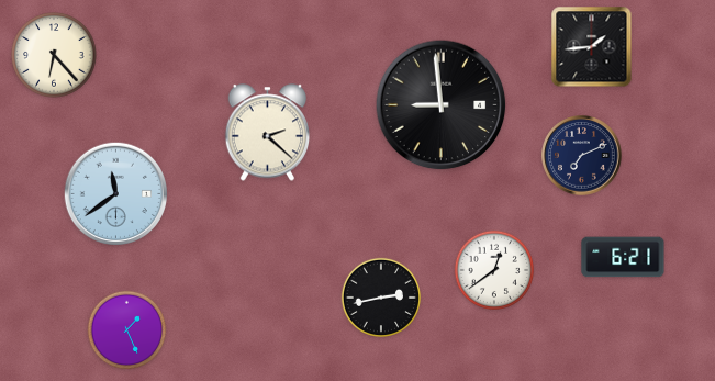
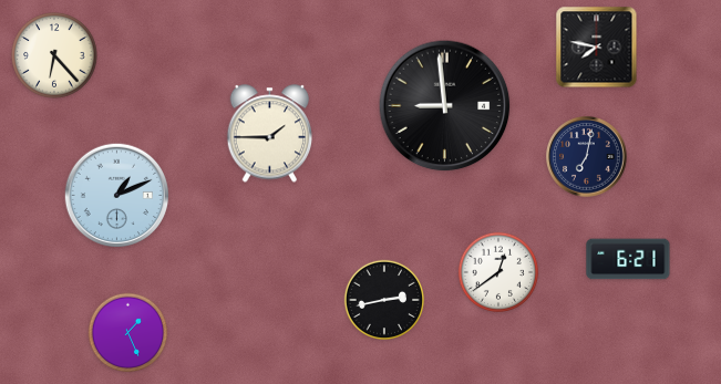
clock at (592, 47): 1:44 -> 7:47
clock at (268, 133): 2:22 -> 1:45
clock at (582, 156): 7:11 -> 7:02
clock at (115, 193): 11:39 -> 1:11
